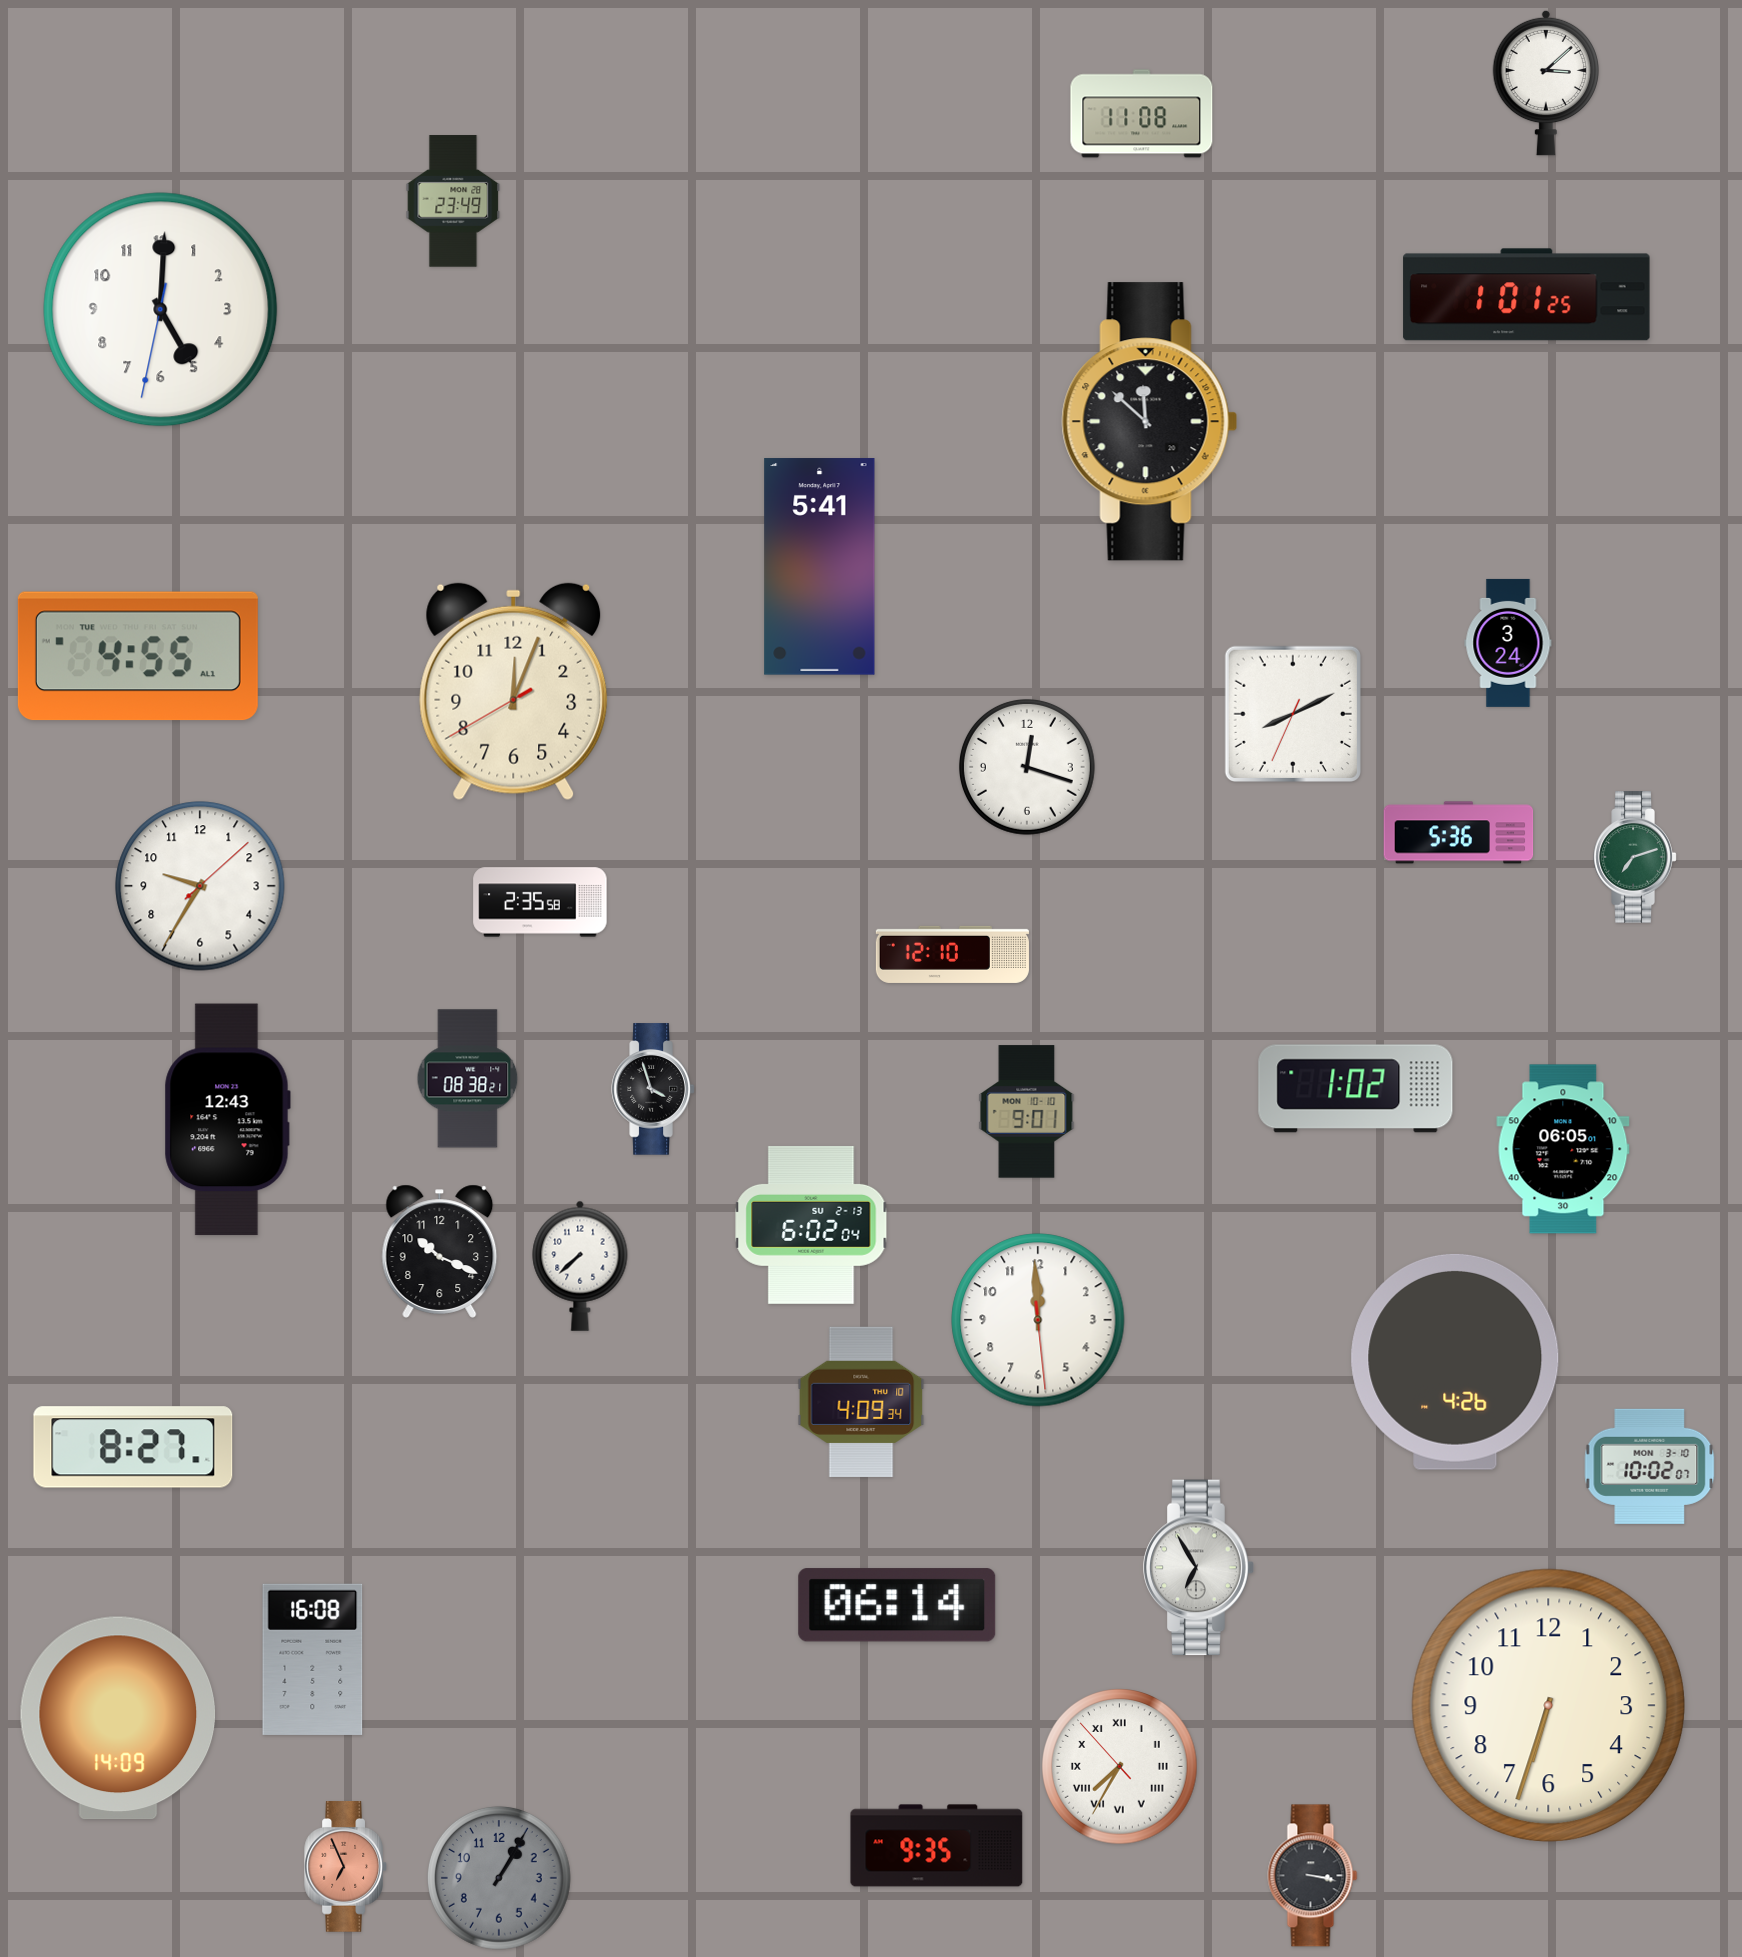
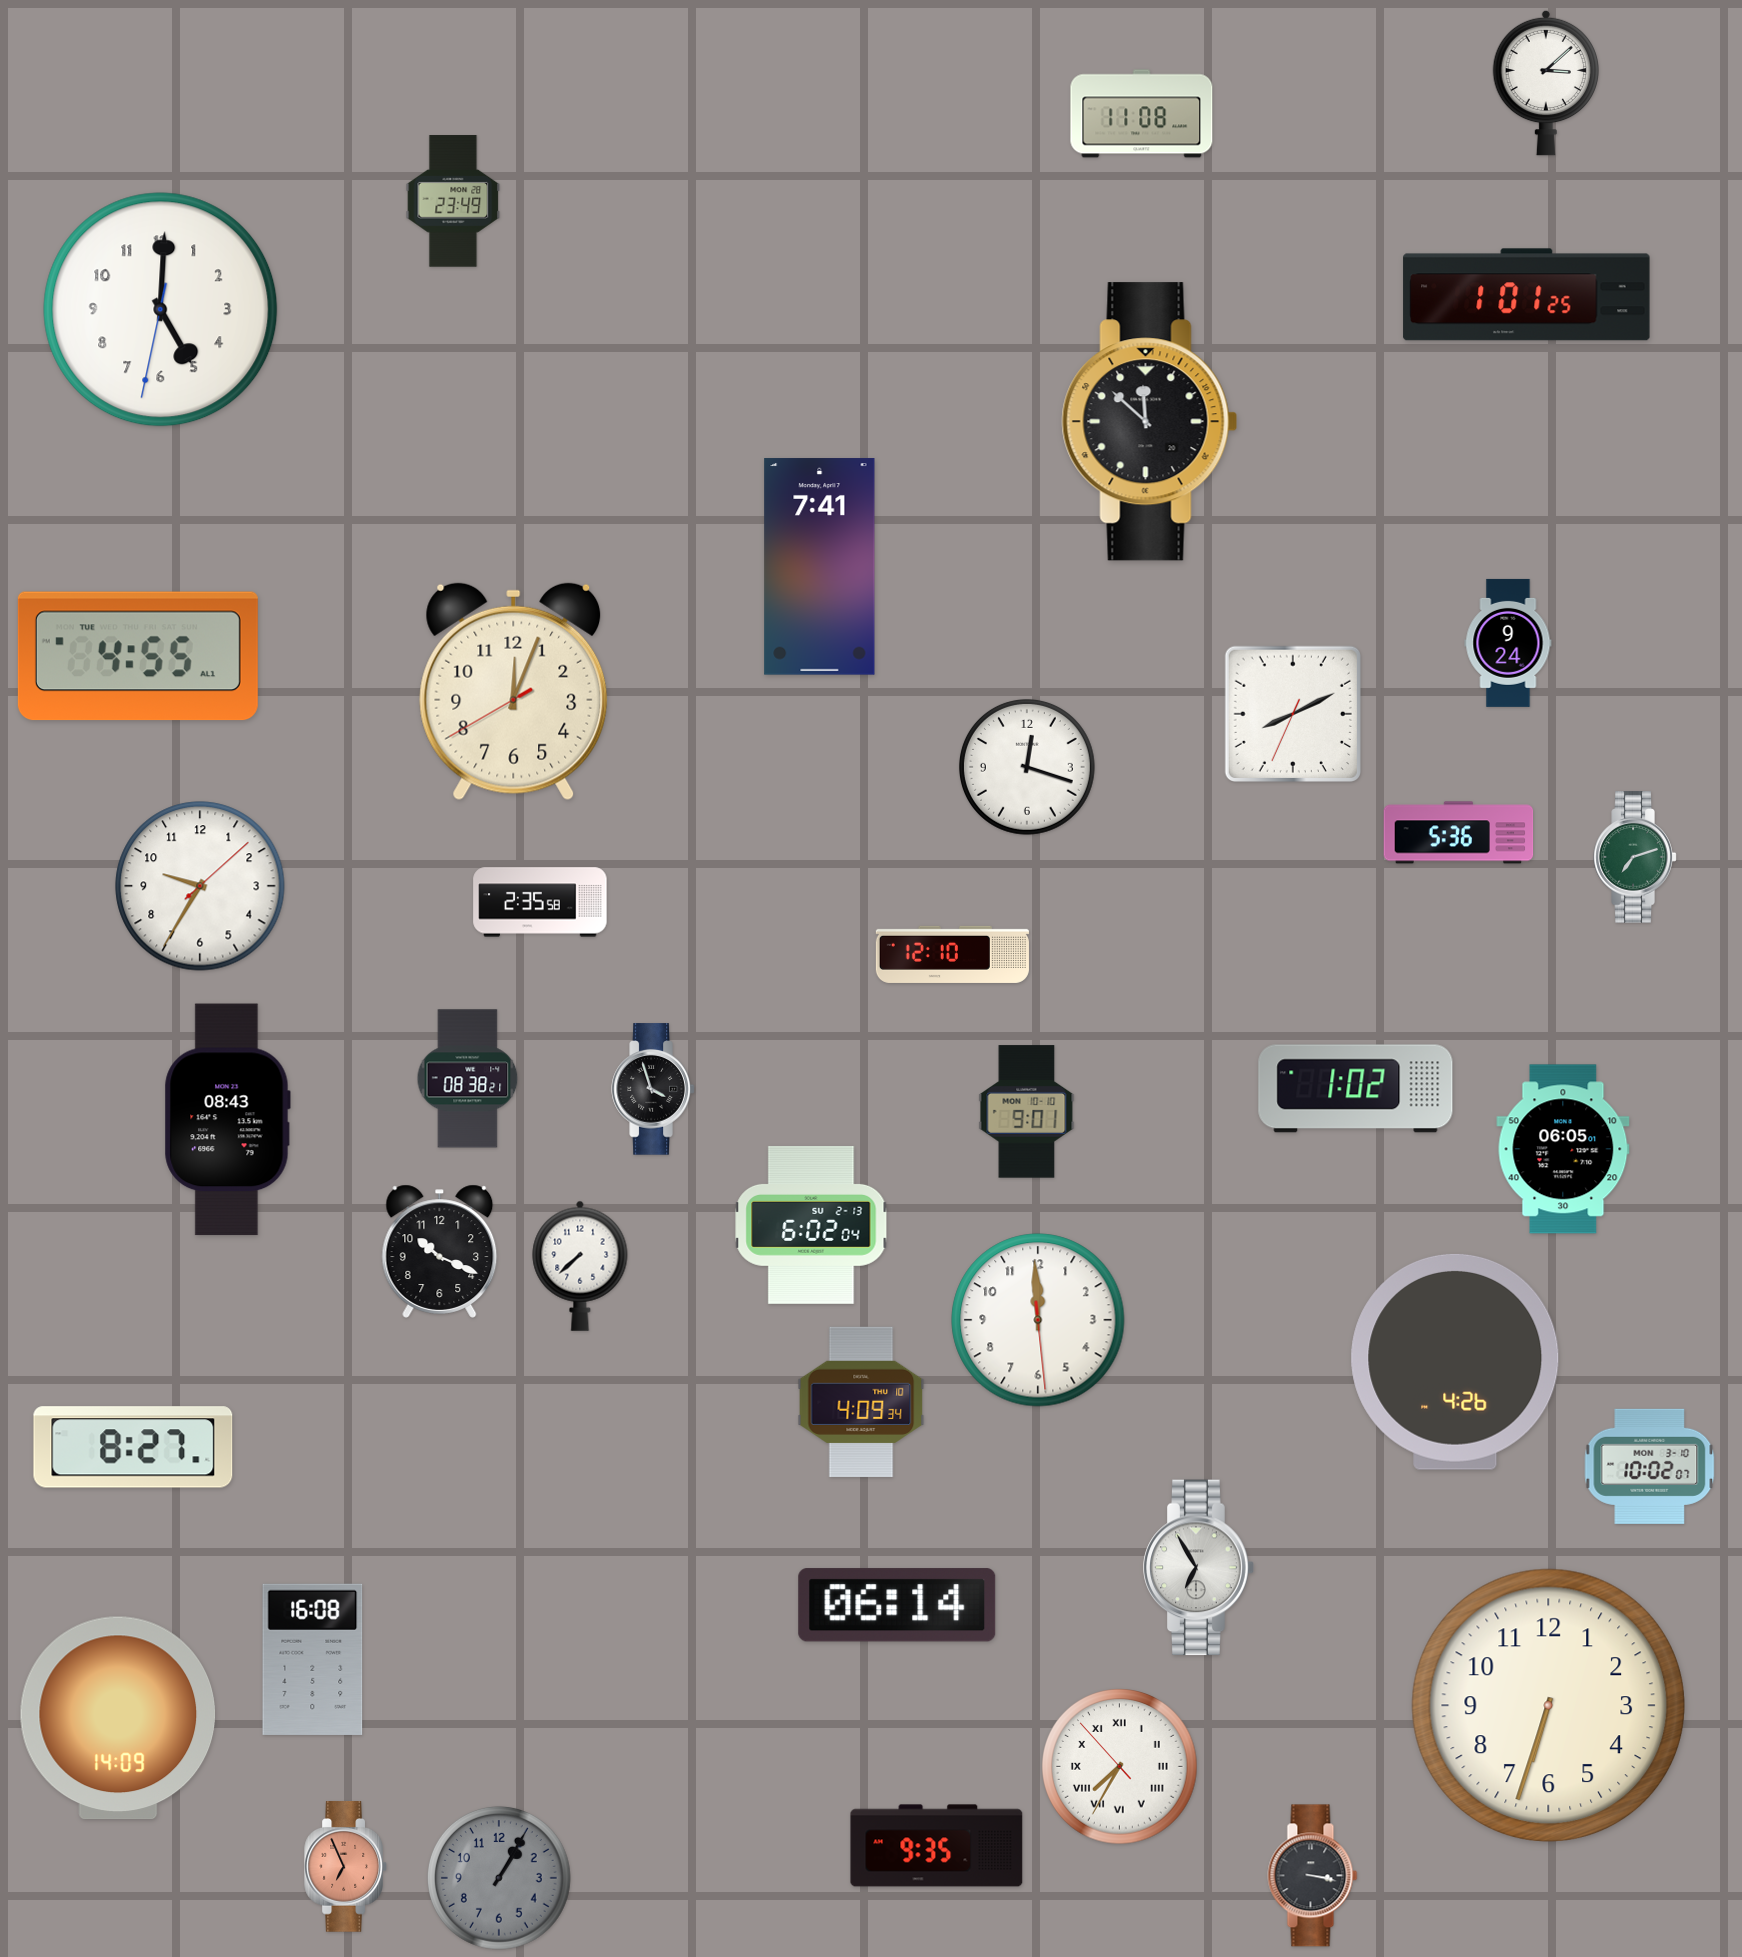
clock at (820, 567): 5:41 -> 7:41
clock at (1508, 643): 3:24 -> 9:24
clock at (227, 1120): 12:43 -> 08:43
